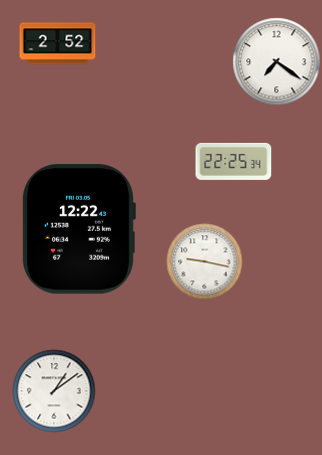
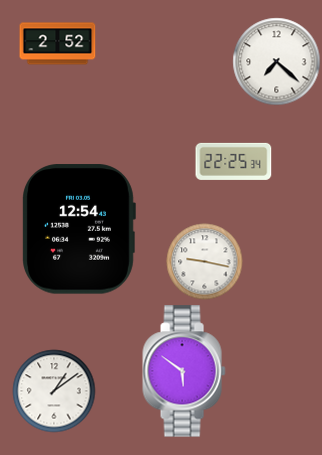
clock at (277, 62): 7:21 -> 7:22
clock at (79, 229): 12:22 -> 12:54
clock at (184, 371): none -> 5:51
